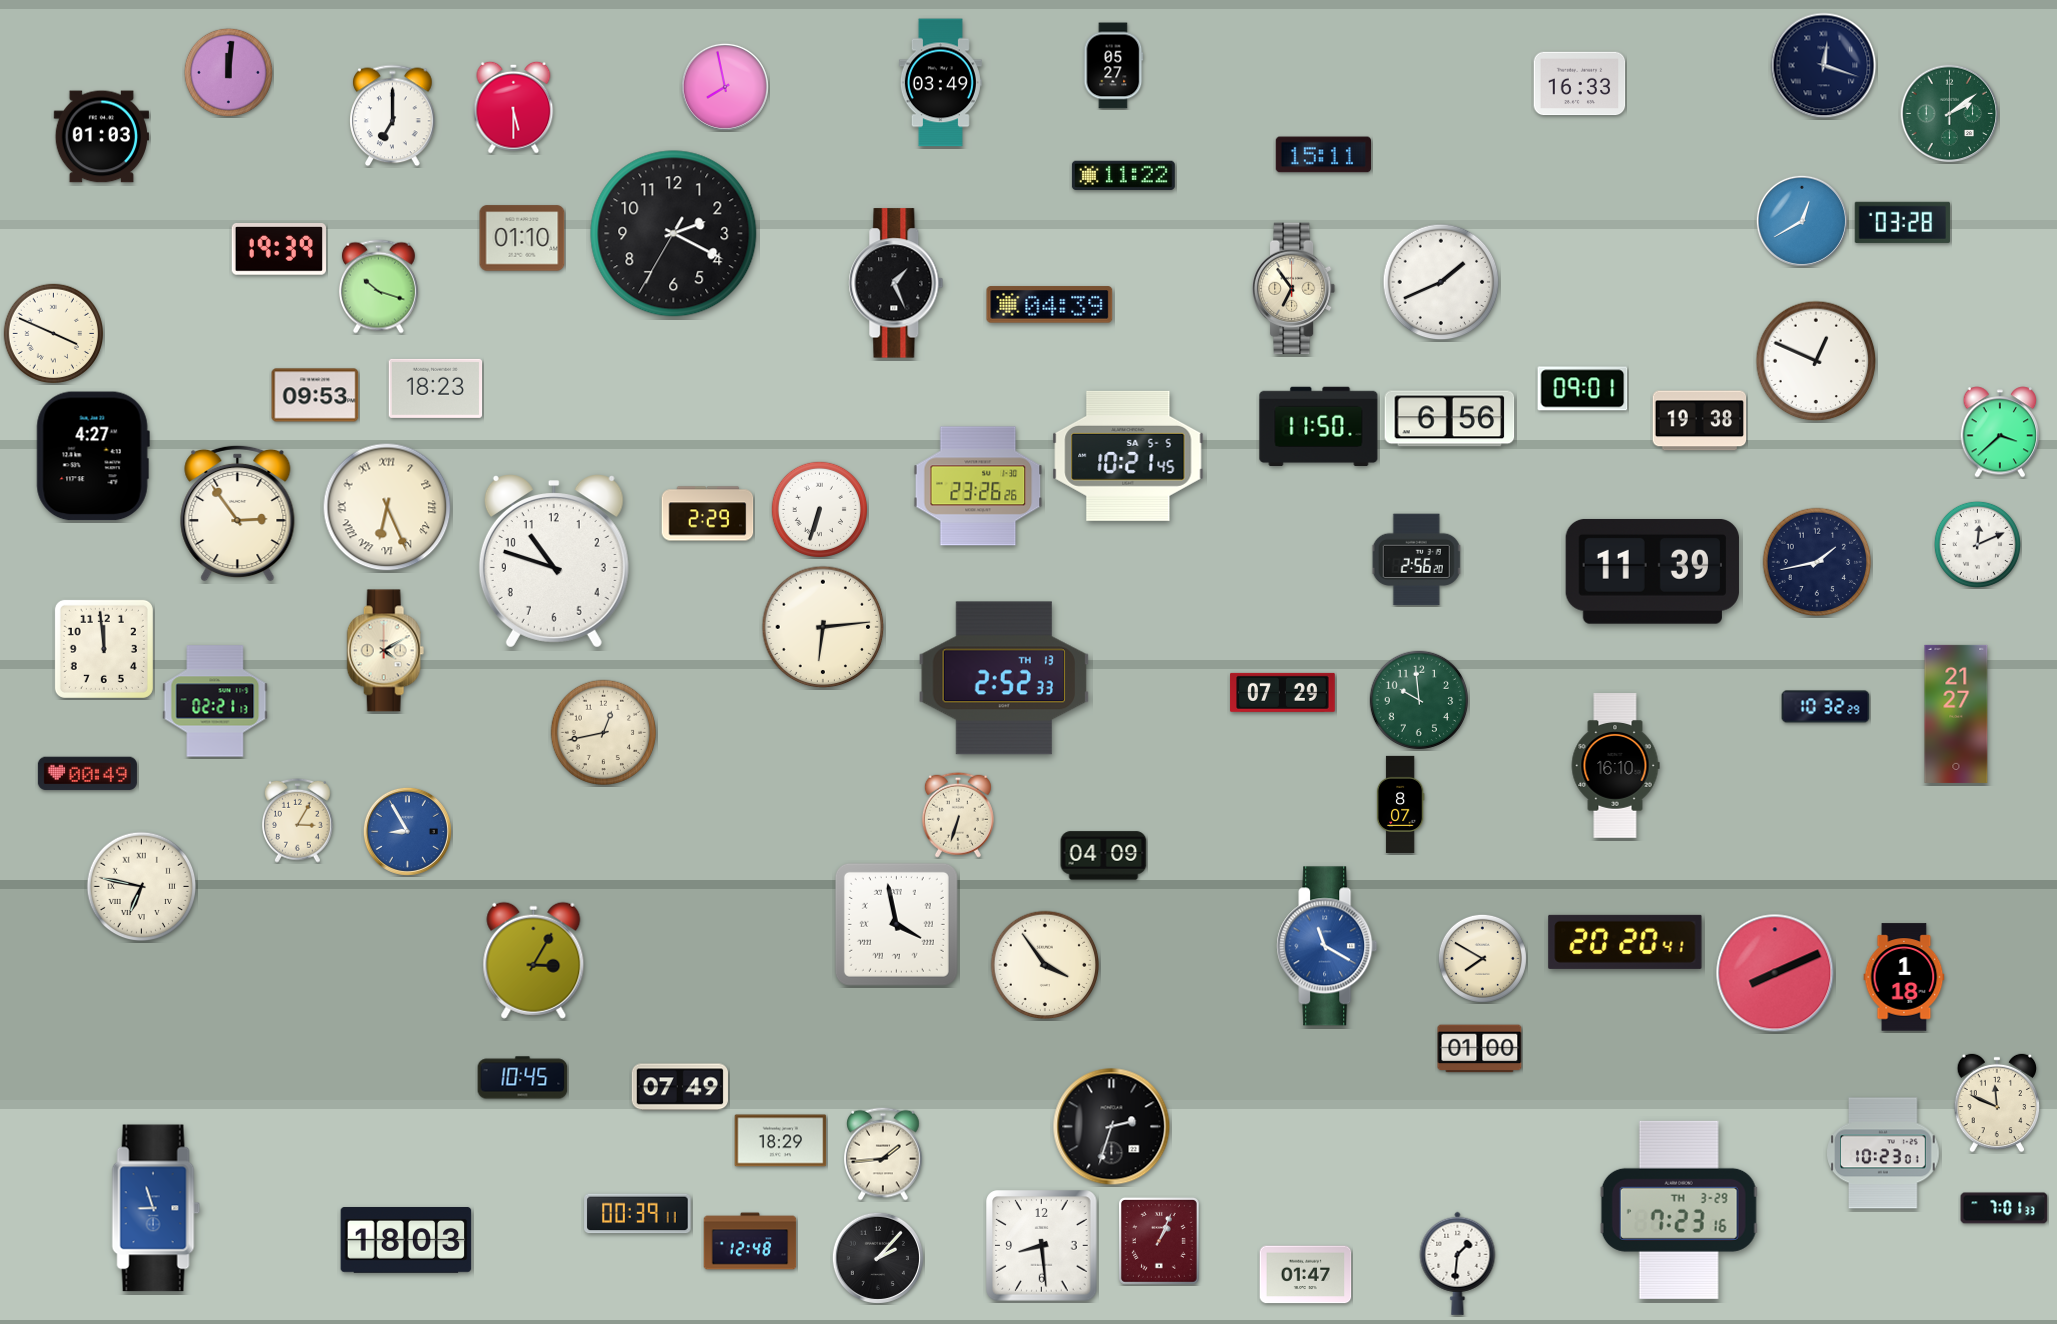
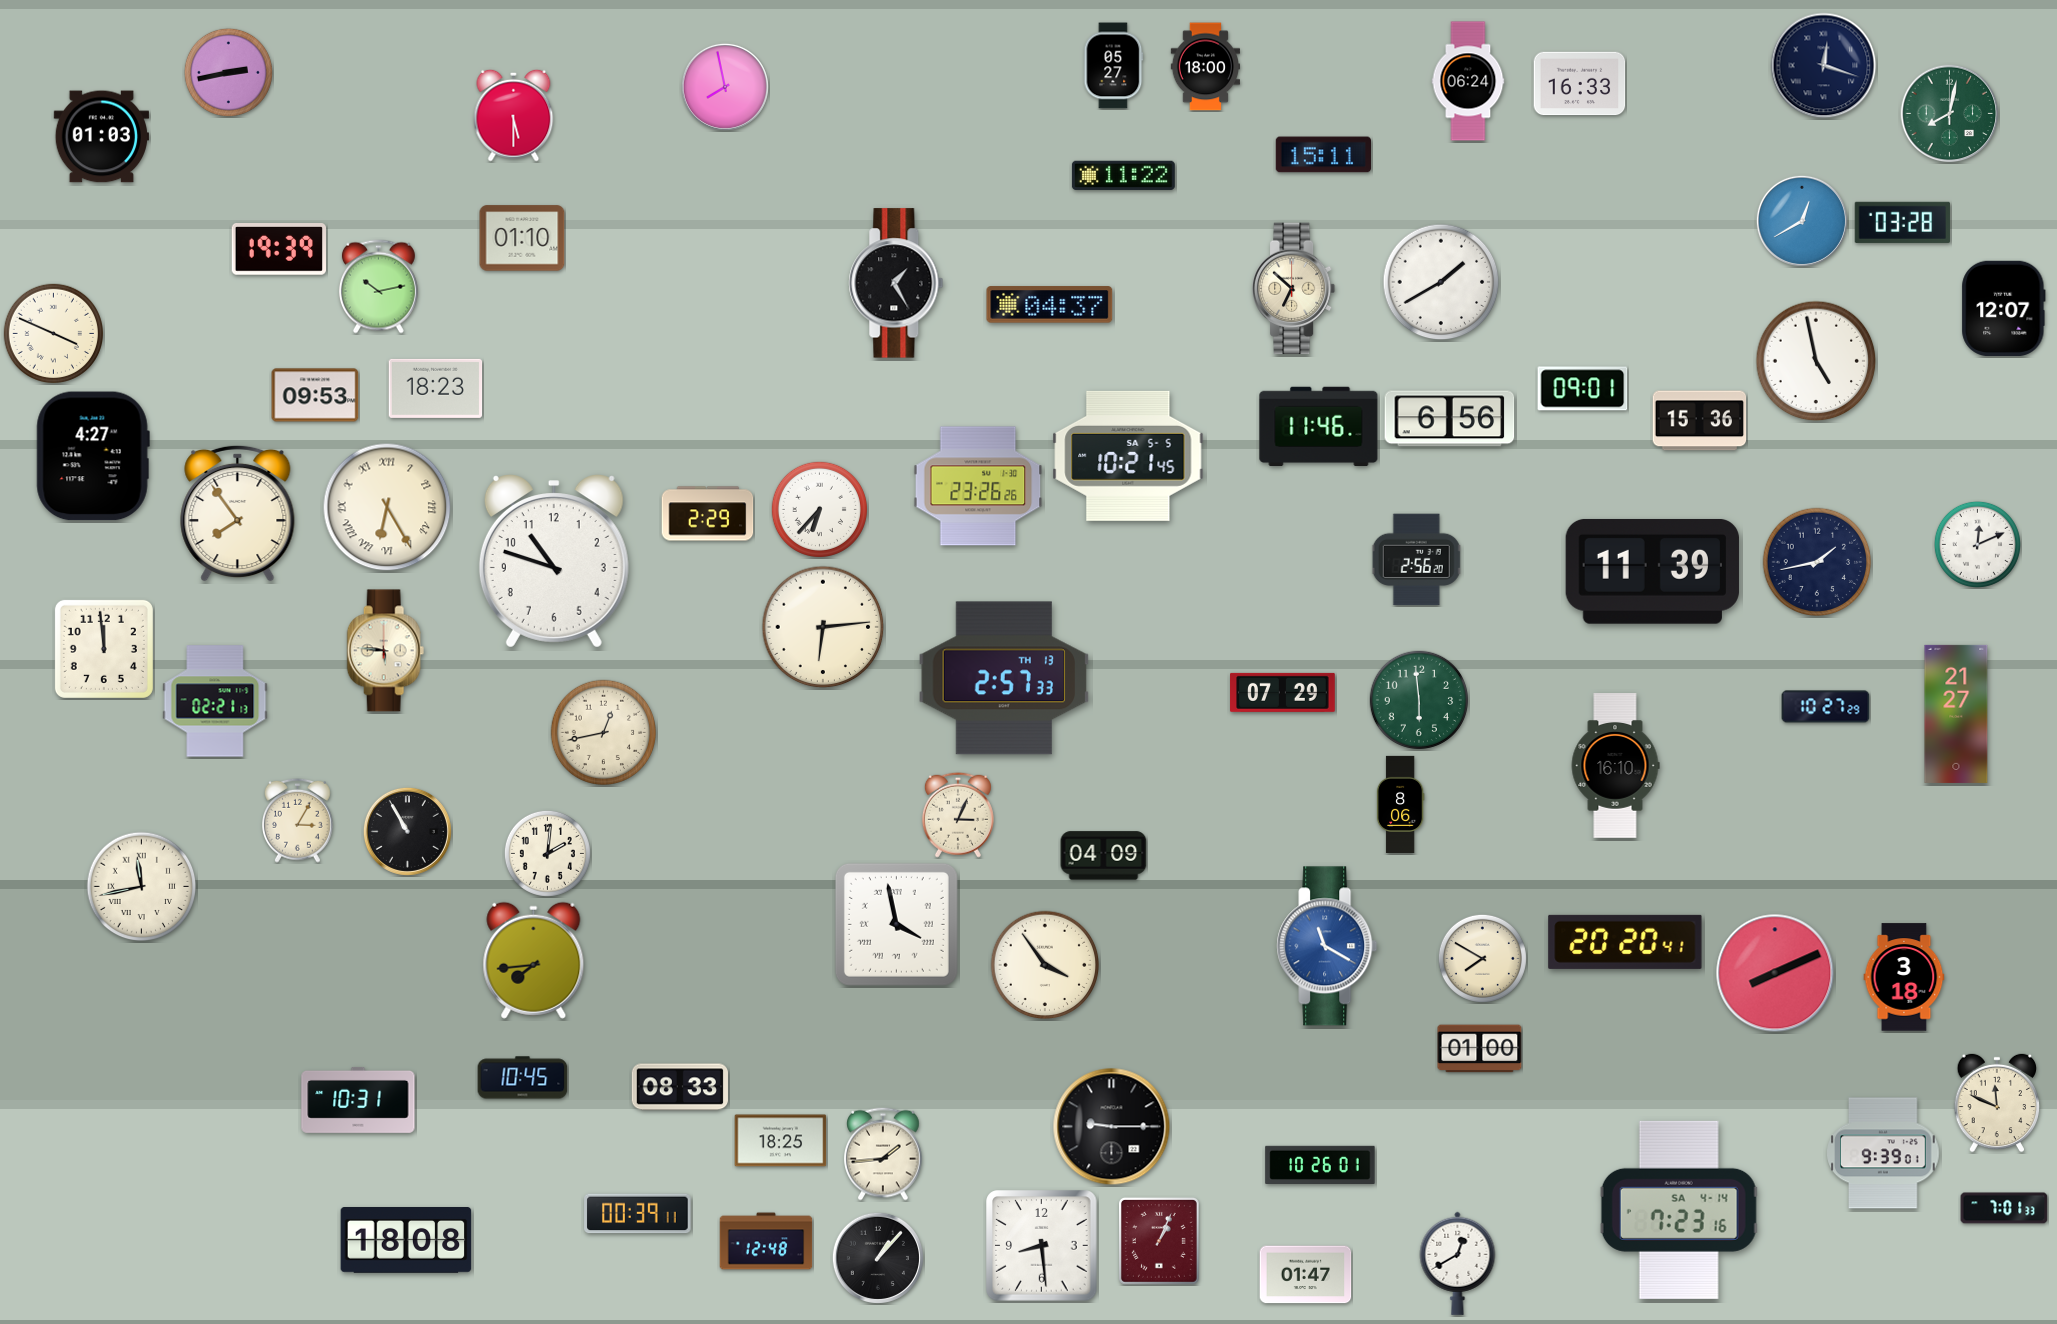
clock at (1206, 67): none -> 18:00
clock at (228, 72): 12:01 -> 2:43
clock at (1468, 81): none -> 06:24
clock at (940, 83): 03:49 -> none
clock at (514, 107) position: (514, 107) -> (514, 115)
clock at (1950, 114): 2:09 -> 8:02
clock at (393, 116): 7:00 -> none
clock at (674, 234): 2:19 -> none
clock at (1441, 282): 1:41 -> 1:40
clock at (896, 283): 1:26 -> 1:25
clock at (378, 287): 10:18 -> 10:13
clock at (1294, 289): 6:54 -> 6:52
clock at (1050, 305): 04:39 -> 04:37
clock at (2004, 308): none -> 12:07
clock at (1816, 361): 12:49 -> 4:58
clock at (1700, 421): 19:38 -> 15:36
clock at (1319, 426): 11:50 -> 11:46
clock at (2000, 432): 3:38 -> none
clock at (387, 507): 6:26 -> 6:25
clock at (819, 509): 6:33 -> 6:37
clock at (238, 513): 2:54 -> 7:54
clock at (386, 651): 4:10 -> 5:46
clock at (1004, 678): 2:52 -> 2:57
clock at (1419, 700): 9:59 -> 5:59
clock at (1826, 707): 10:32 -> 10:27
clock at (87, 774): 00:49 -> none
clock at (1400, 804): 8:07 -> 8:06
clock at (958, 815): 6:33 -> 3:04
clock at (407, 831): 8:55 -> 10:55
clock at (407, 831) dial: blue -> black
clock at (547, 853): none -> 2:01
clock at (142, 887): 6:47 -> 11:43
clock at (534, 960): 3:05 -> 7:44
clock at (1904, 977): 1:18 -> 3:18
clock at (680, 1087): 07:49 -> 08:33
clock at (358, 1100): none -> 10:31
clock at (1112, 1127): 2:33 -> 9:15
clock at (781, 1141): 18:29 -> 18:25
clock at (1883, 1153): 10:23 -> 9:39
clock at (1320, 1165): none -> 10:26
clock at (156, 1208): 8:57 -> none
clock at (1679, 1210) date: TH 3-29 -> SA 4-14
clock at (406, 1241): 18:03 -> 18:08
clock at (750, 1241) position: (750, 1241) -> (766, 1241)
clock at (878, 1258): 2:07 -> 1:07
clock at (1458, 1263): 1:31 -> 12:40
